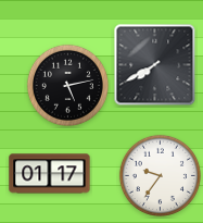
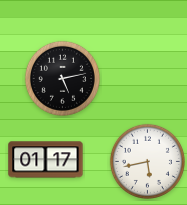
clock at (155, 65): 7:40 -> none
clock at (160, 175): 9:36 -> 5:43
